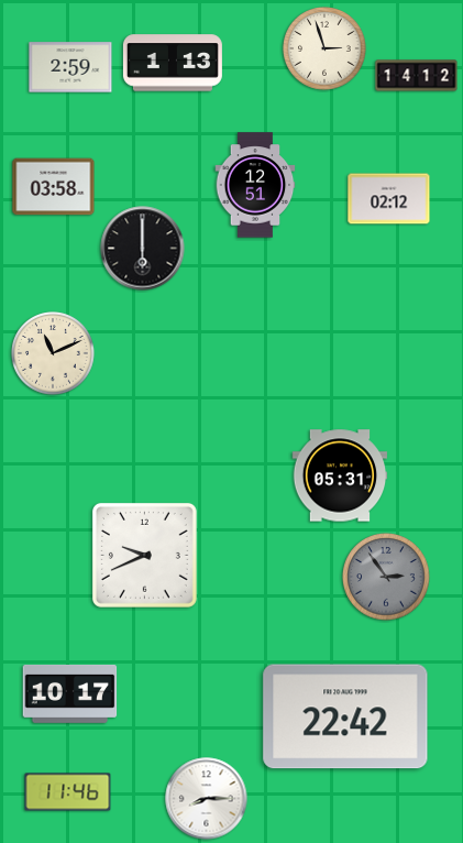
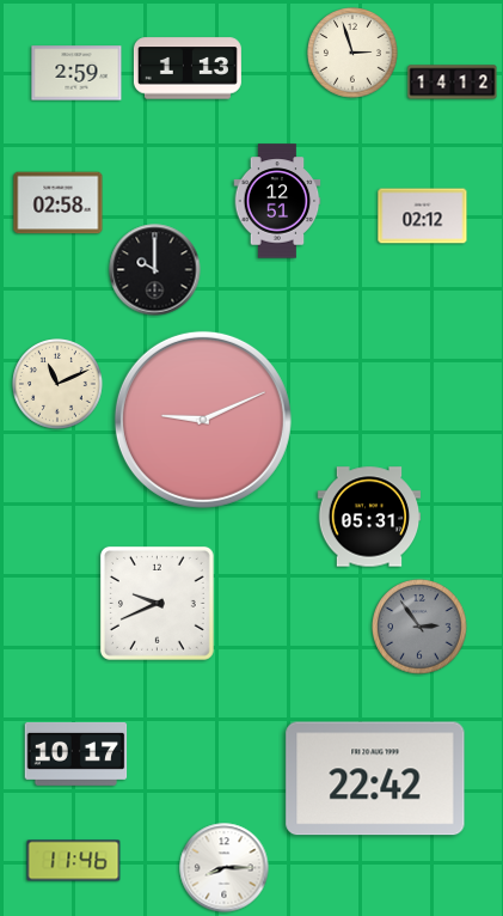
clock at (54, 187): 03:58 -> 02:58
clock at (143, 249): 6:00 -> 10:00
clock at (203, 420): none -> 9:11
